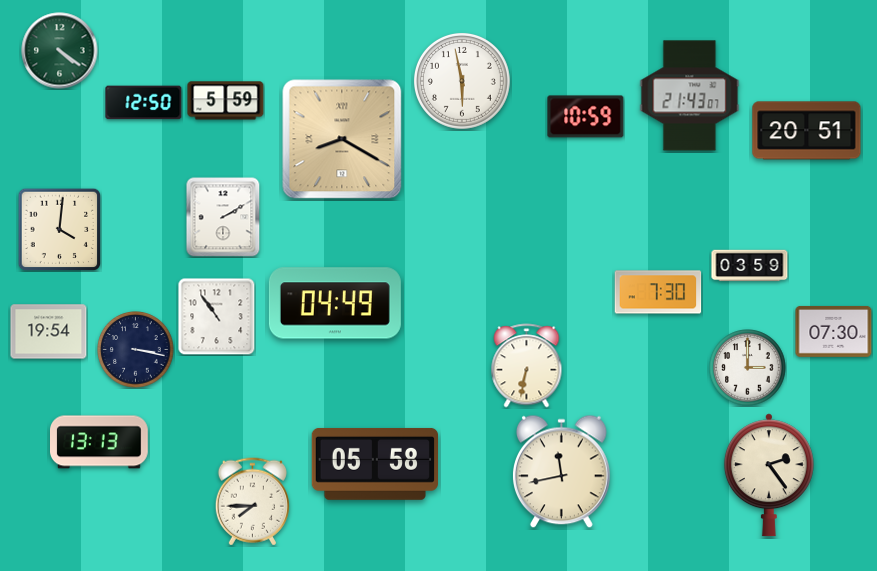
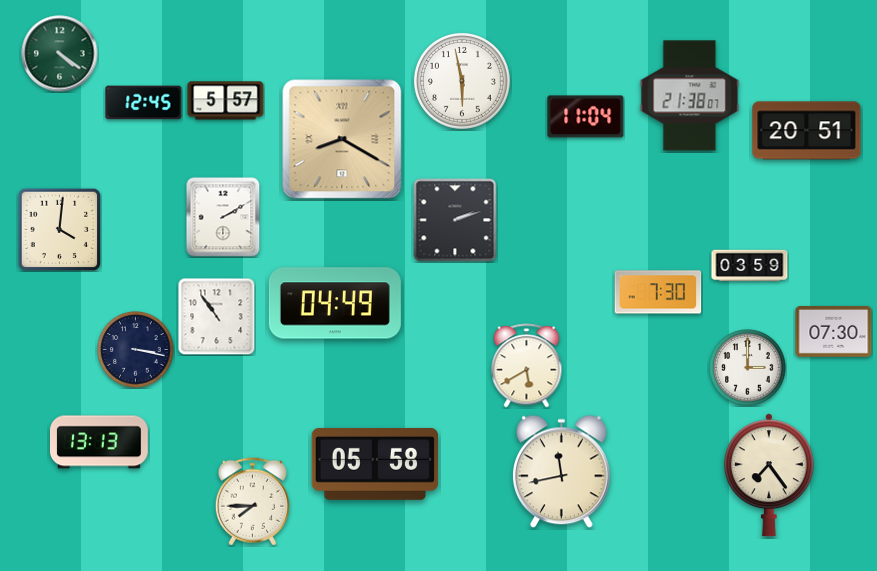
clock at (60, 51) position: (60, 51) -> (60, 54)
clock at (690, 96): 21:43 -> 21:38
clock at (226, 101): 5:59 -> 5:57
clock at (144, 103): 12:50 -> 12:45
clock at (586, 117): 10:59 -> 11:04
clock at (455, 220): none -> 2:12
clock at (49, 332): 19:54 -> none
clock at (527, 366): 6:32 -> 5:40
clock at (769, 475): 2:24 -> 7:24
